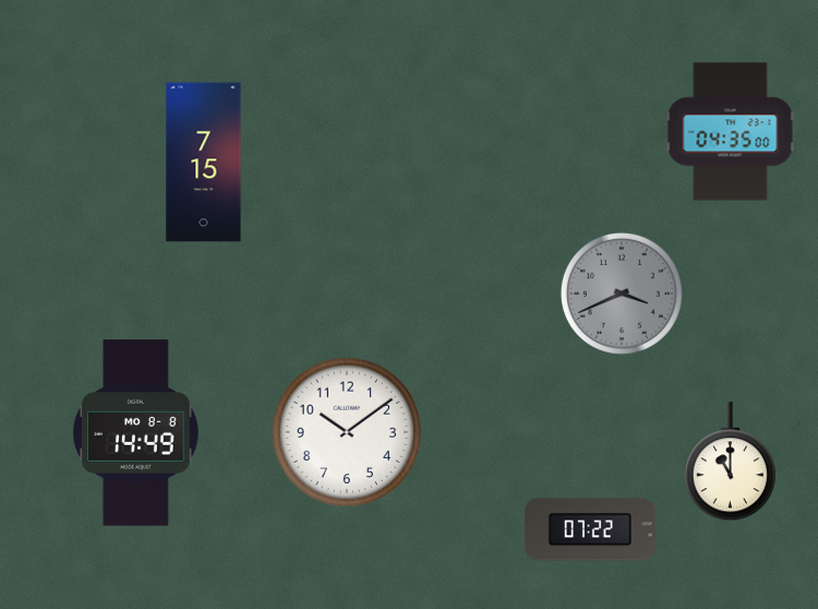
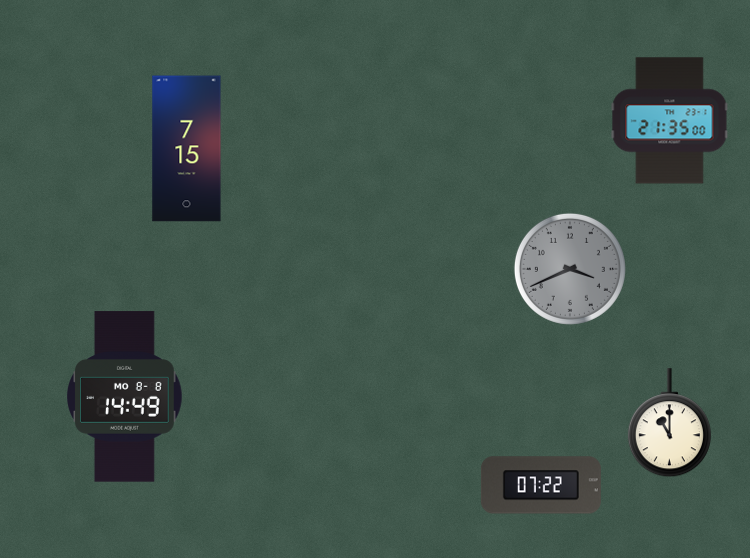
clock at (731, 132): 04:35 -> 21:35
clock at (347, 432): 10:09 -> none
